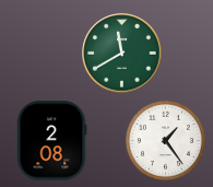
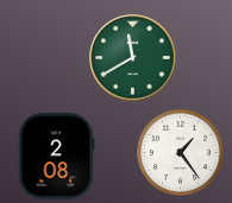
clock at (51, 141) position: (51, 141) -> (56, 157)
